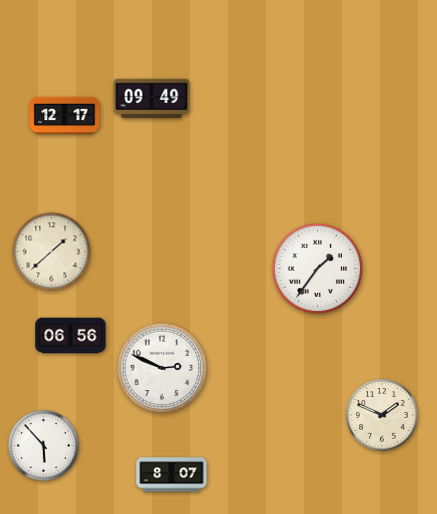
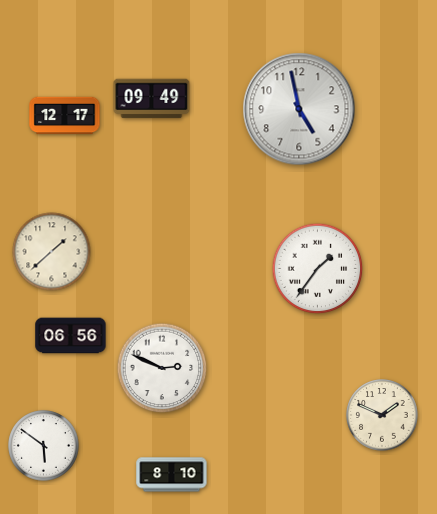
clock at (299, 109): none -> 4:58
clock at (44, 446): 5:53 -> 5:51
clock at (172, 475): 8:07 -> 8:10
